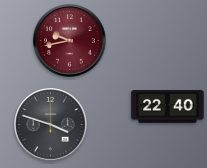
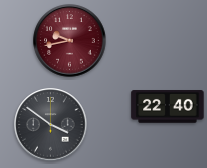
clock at (51, 125): 3:48 -> 3:51
